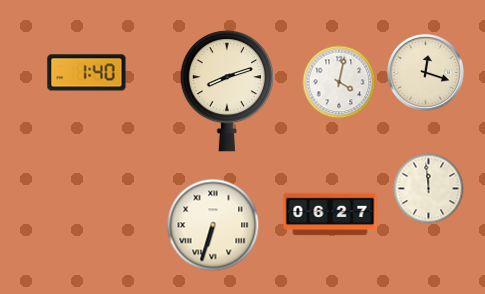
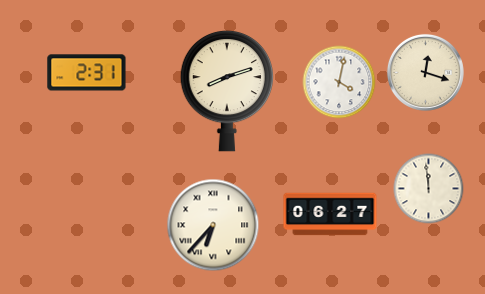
clock at (87, 73): 1:40 -> 2:31
clock at (213, 225): 6:33 -> 6:37
